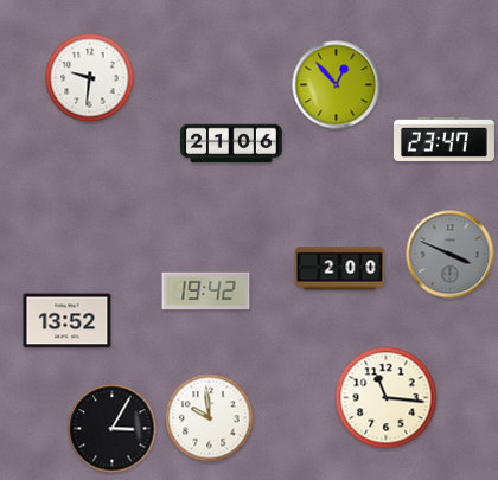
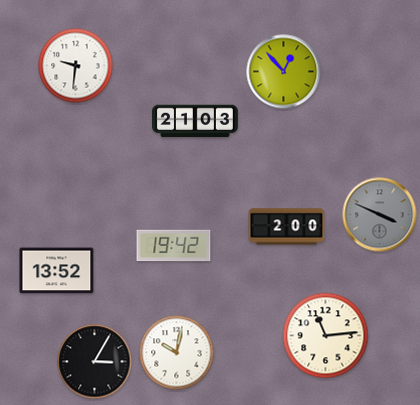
clock at (443, 139): 23:47 -> none
clock at (232, 143): 21:06 -> 21:03
clock at (387, 398): 11:16 -> 11:14
clock at (210, 418): 9:59 -> 10:02
